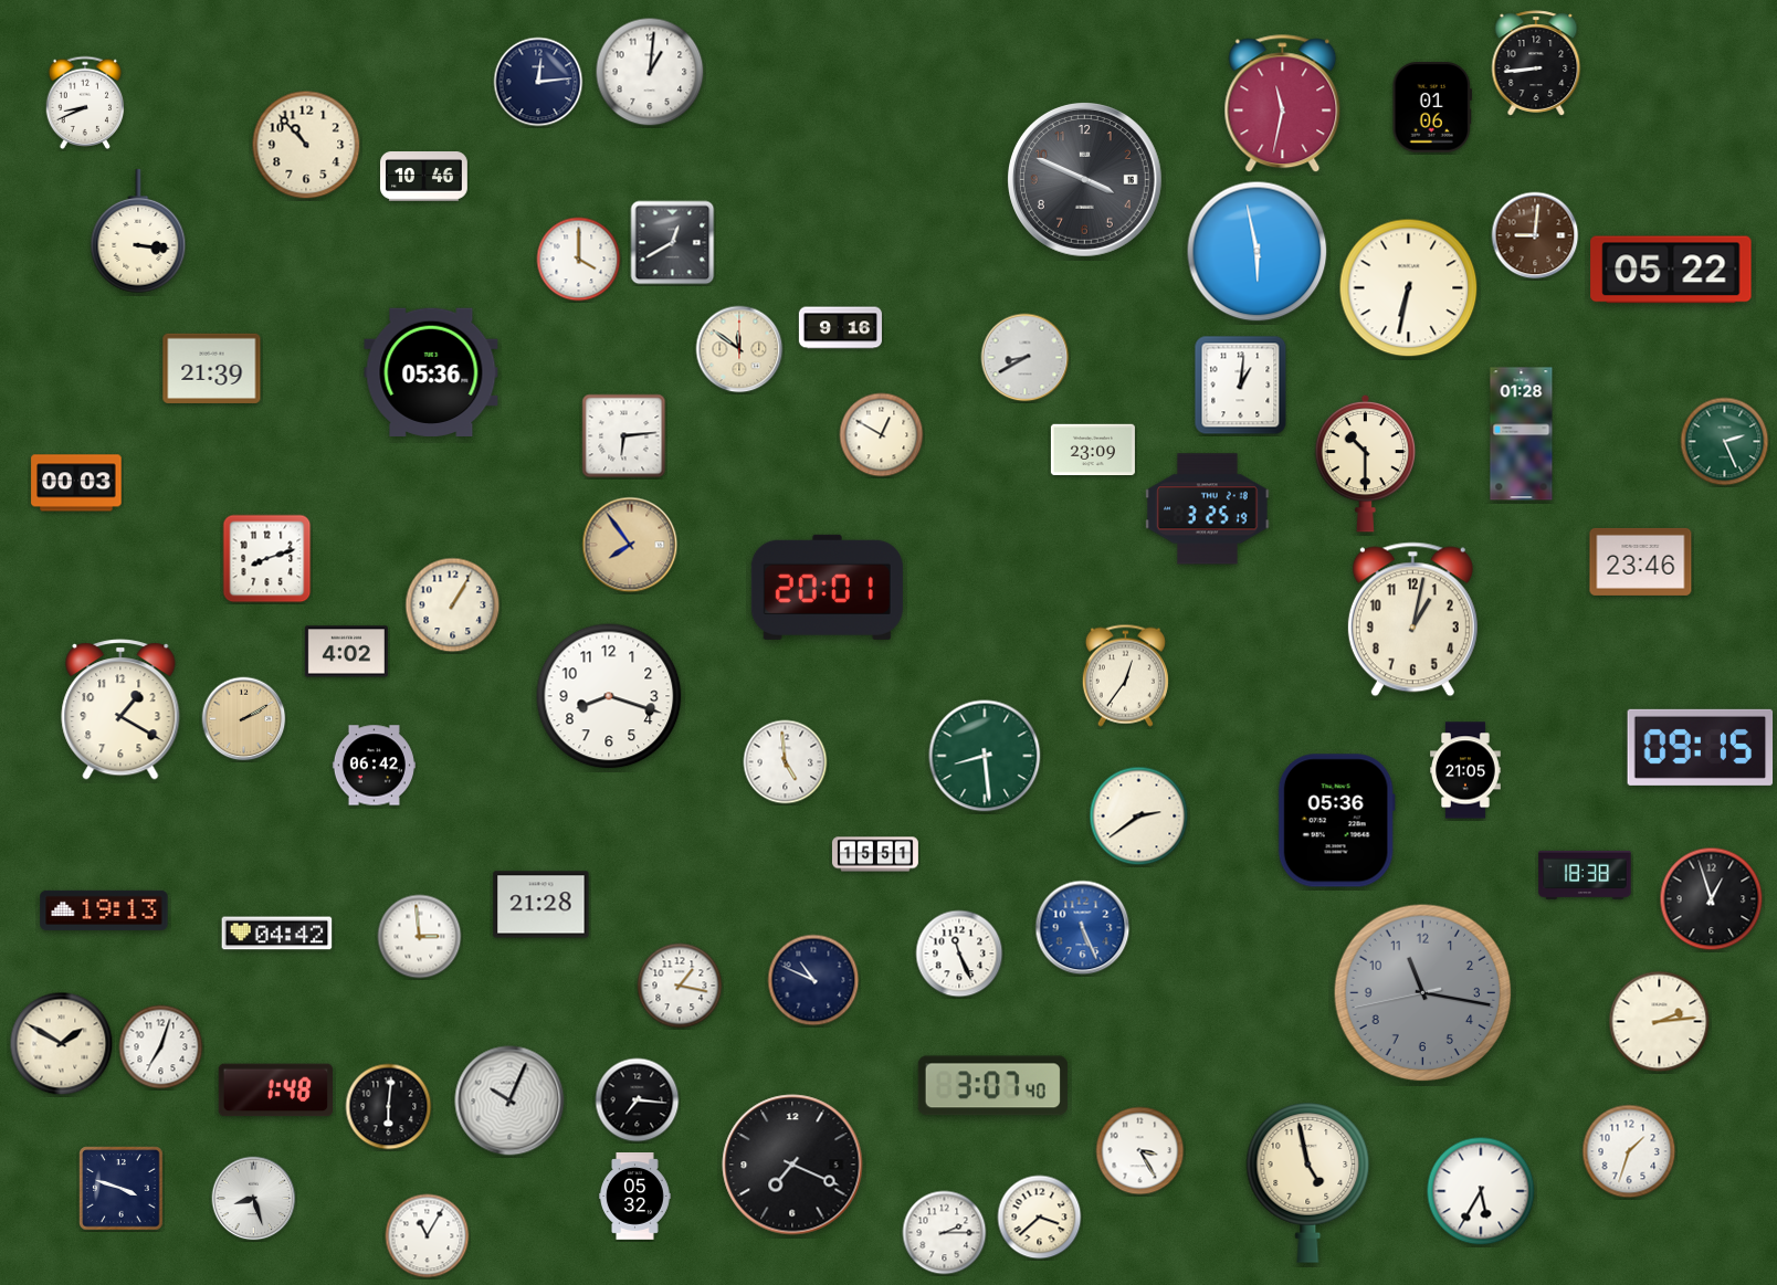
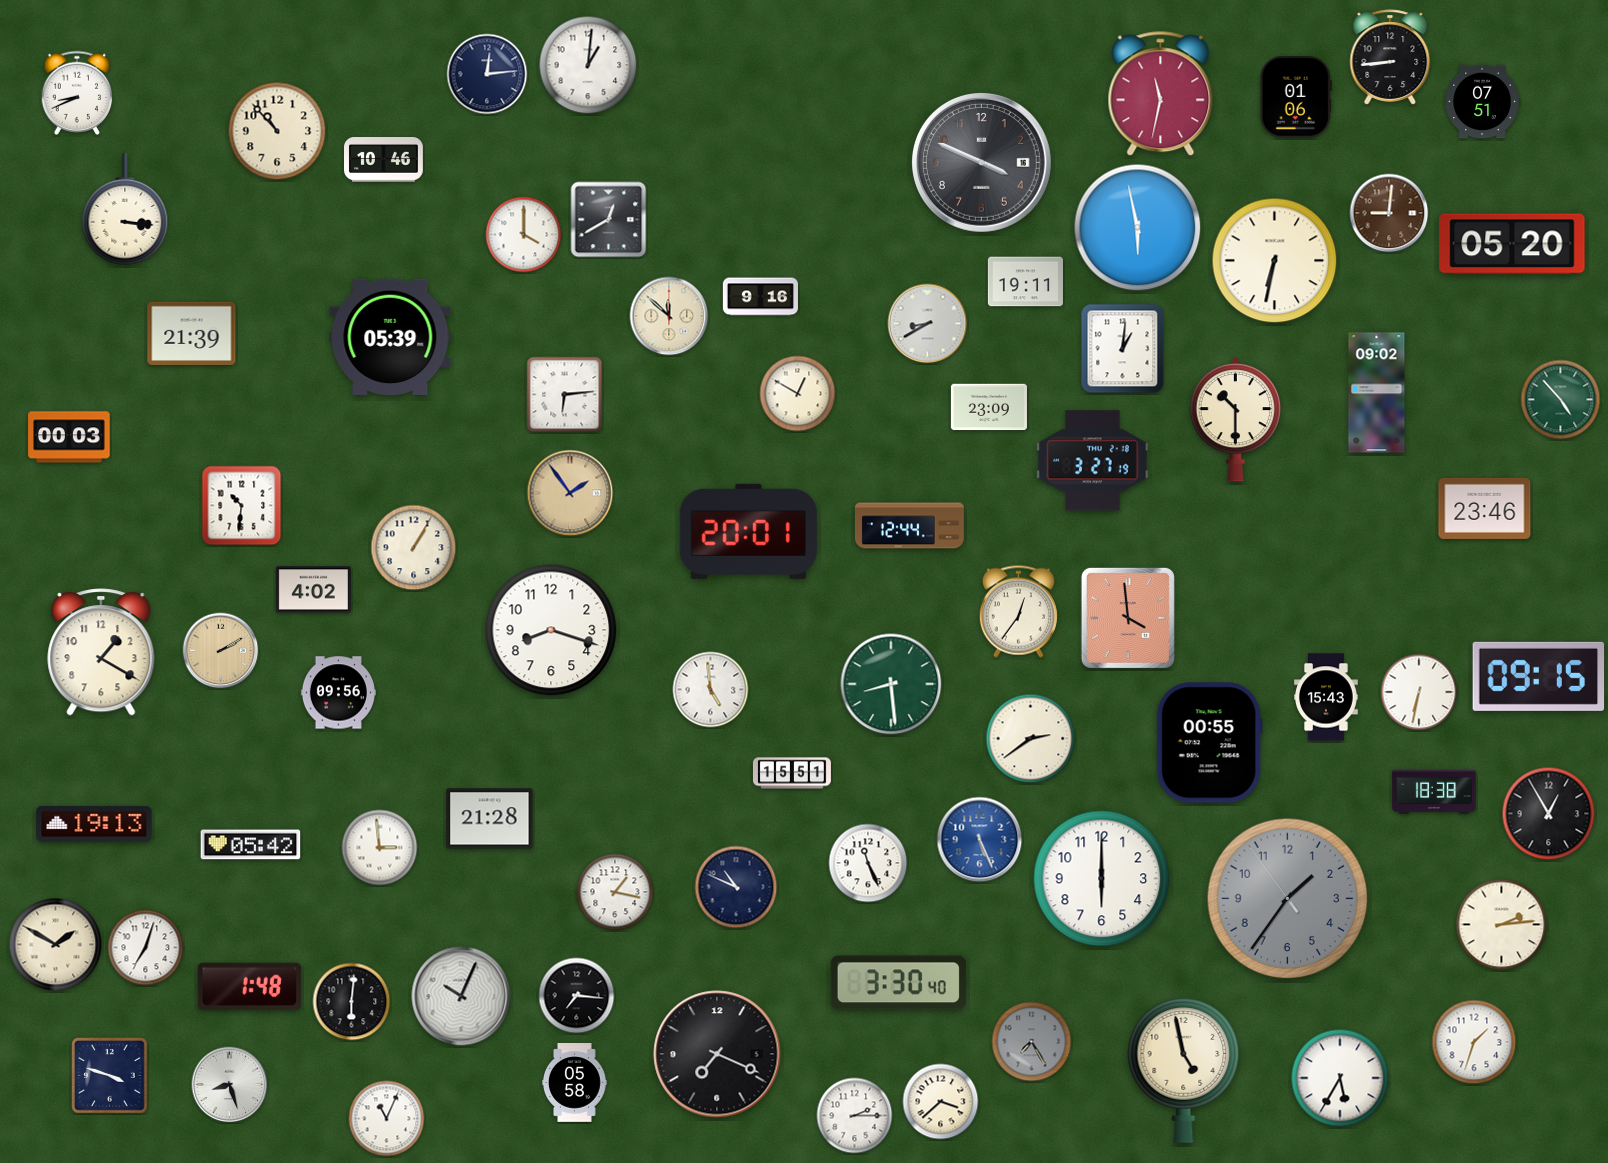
clock at (1482, 102): none -> 07:51
clock at (1671, 270): 05:22 -> 05:20
clock at (1025, 282): none -> 19:11
clock at (739, 349): 11:51 -> 11:52
clock at (431, 371): 05:36 -> 05:39
clock at (1522, 434): 01:28 -> 09:02
clock at (1725, 442): 2:26 -> 4:53
clock at (1208, 509): 3:25 -> 3:27
clock at (630, 545): 7:54 -> 1:54
clock at (267, 559): 8:12 -> 10:31
clock at (909, 526): none -> 12:44
clock at (453, 605) position: (453, 605) -> (414, 548)
clock at (1412, 620): 1:02 -> none
clock at (1128, 618): none -> 3:59
clock at (120, 709) position: (120, 709) -> (101, 652)
clock at (1419, 692): none -> 6:32
clock at (374, 766): 06:42 -> 09:56
clock at (1465, 770): 21:05 -> 15:43
clock at (1336, 821): 05:36 -> 00:55
clock at (1712, 899): 12:57 -> 12:55
clock at (277, 934): 04:42 -> 05:42
clock at (1102, 879): none -> 6:00
clock at (1423, 993): 11:16 -> 1:35
clock at (992, 1086): 3:07 -> 3:30
clock at (1140, 1151): 3:25 -> 7:25
clock at (1140, 1151) dial: white -> grey
clock at (635, 1197): 05:32 -> 05:58
clock at (428, 1236): 11:05 -> 11:04
